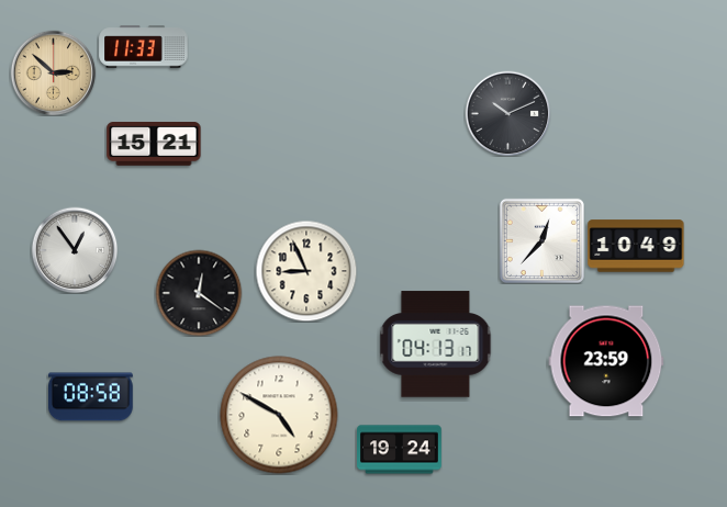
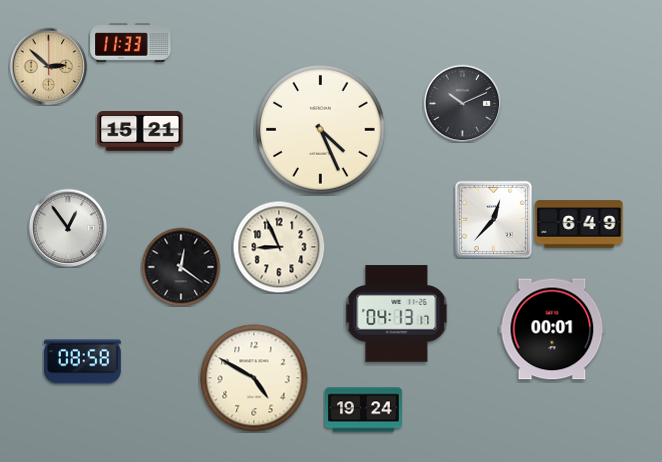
clock at (321, 130): none -> 4:26
clock at (636, 246): 10:49 -> 6:49
clock at (606, 361): 23:59 -> 00:01
